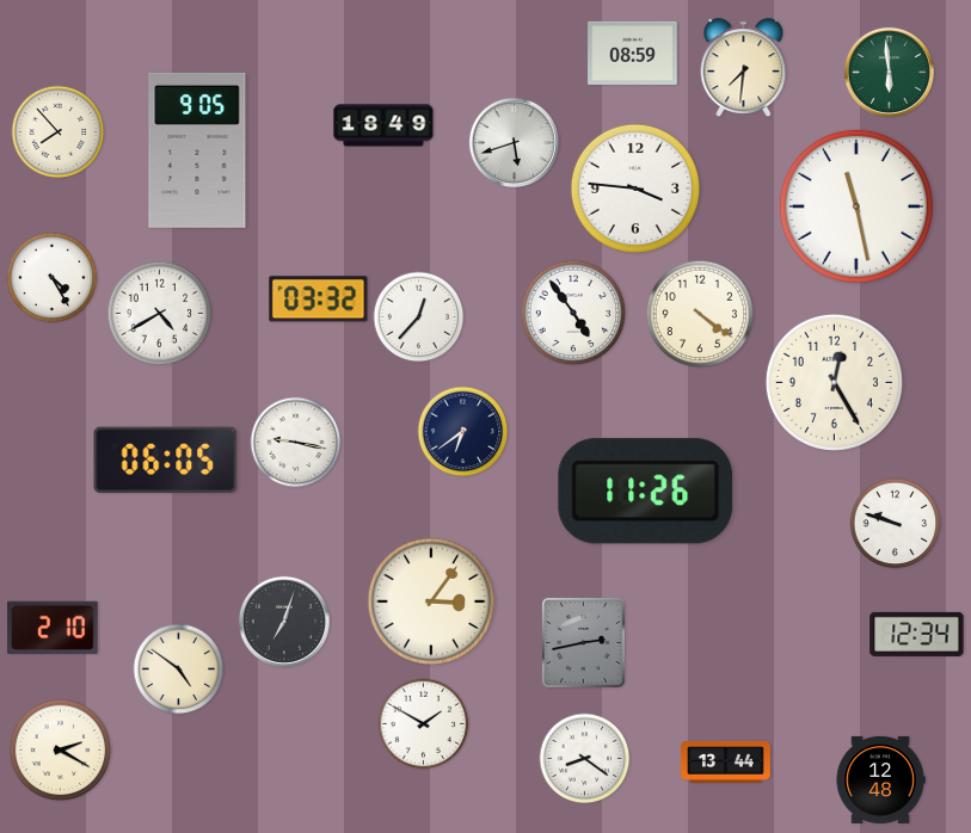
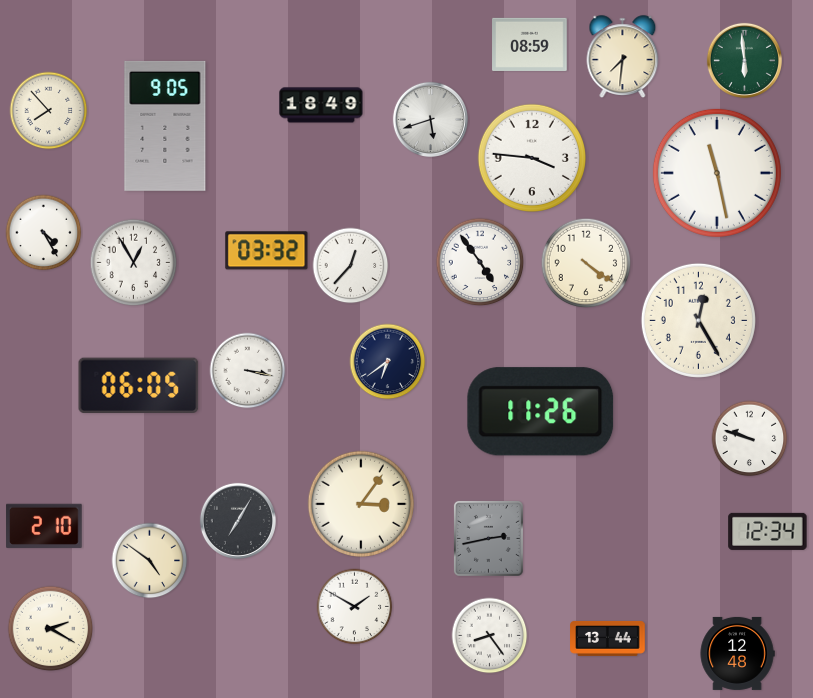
clock at (160, 314): 4:40 -> 12:55
clock at (296, 443): 9:17 -> 3:17
clock at (284, 622): 7:03 -> 7:05
clock at (585, 759): 8:21 -> 8:24
